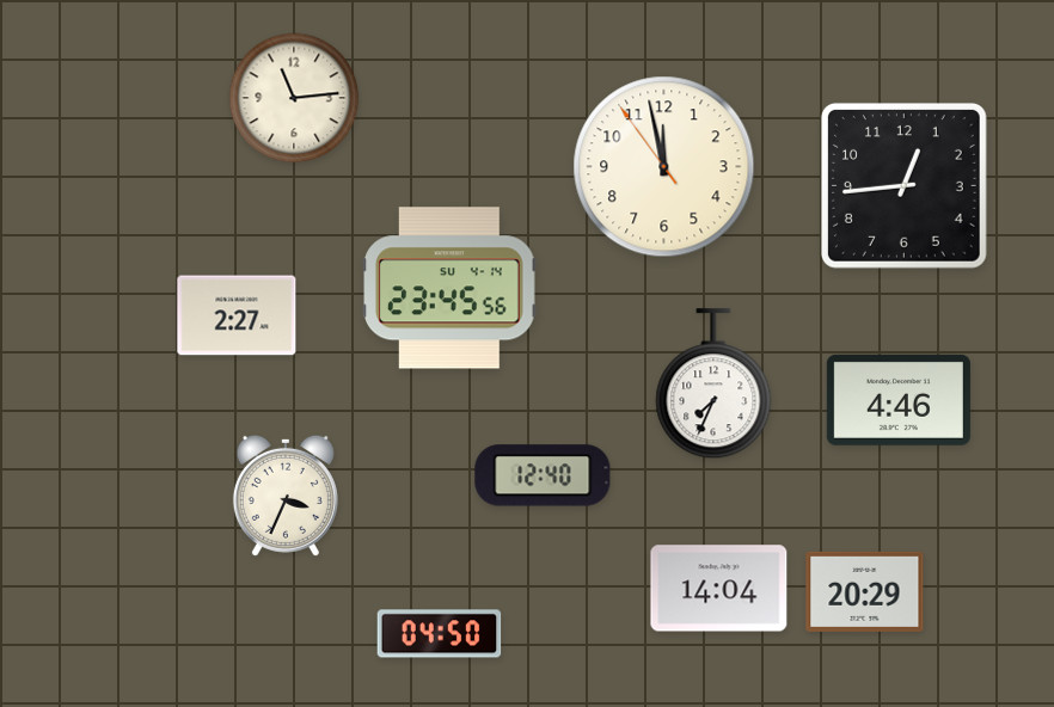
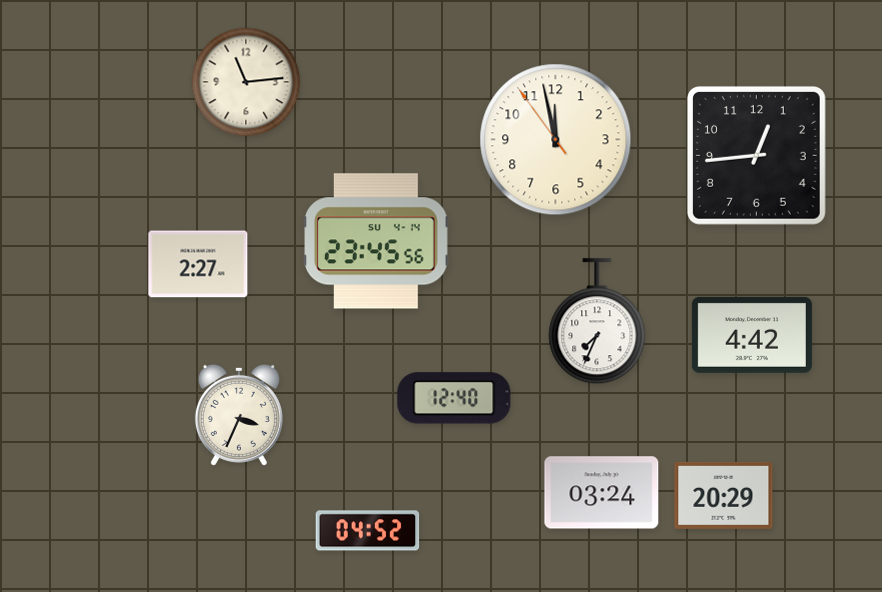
clock at (899, 400): 4:46 -> 4:42
clock at (719, 589): 14:04 -> 03:24
clock at (440, 634): 04:50 -> 04:52
